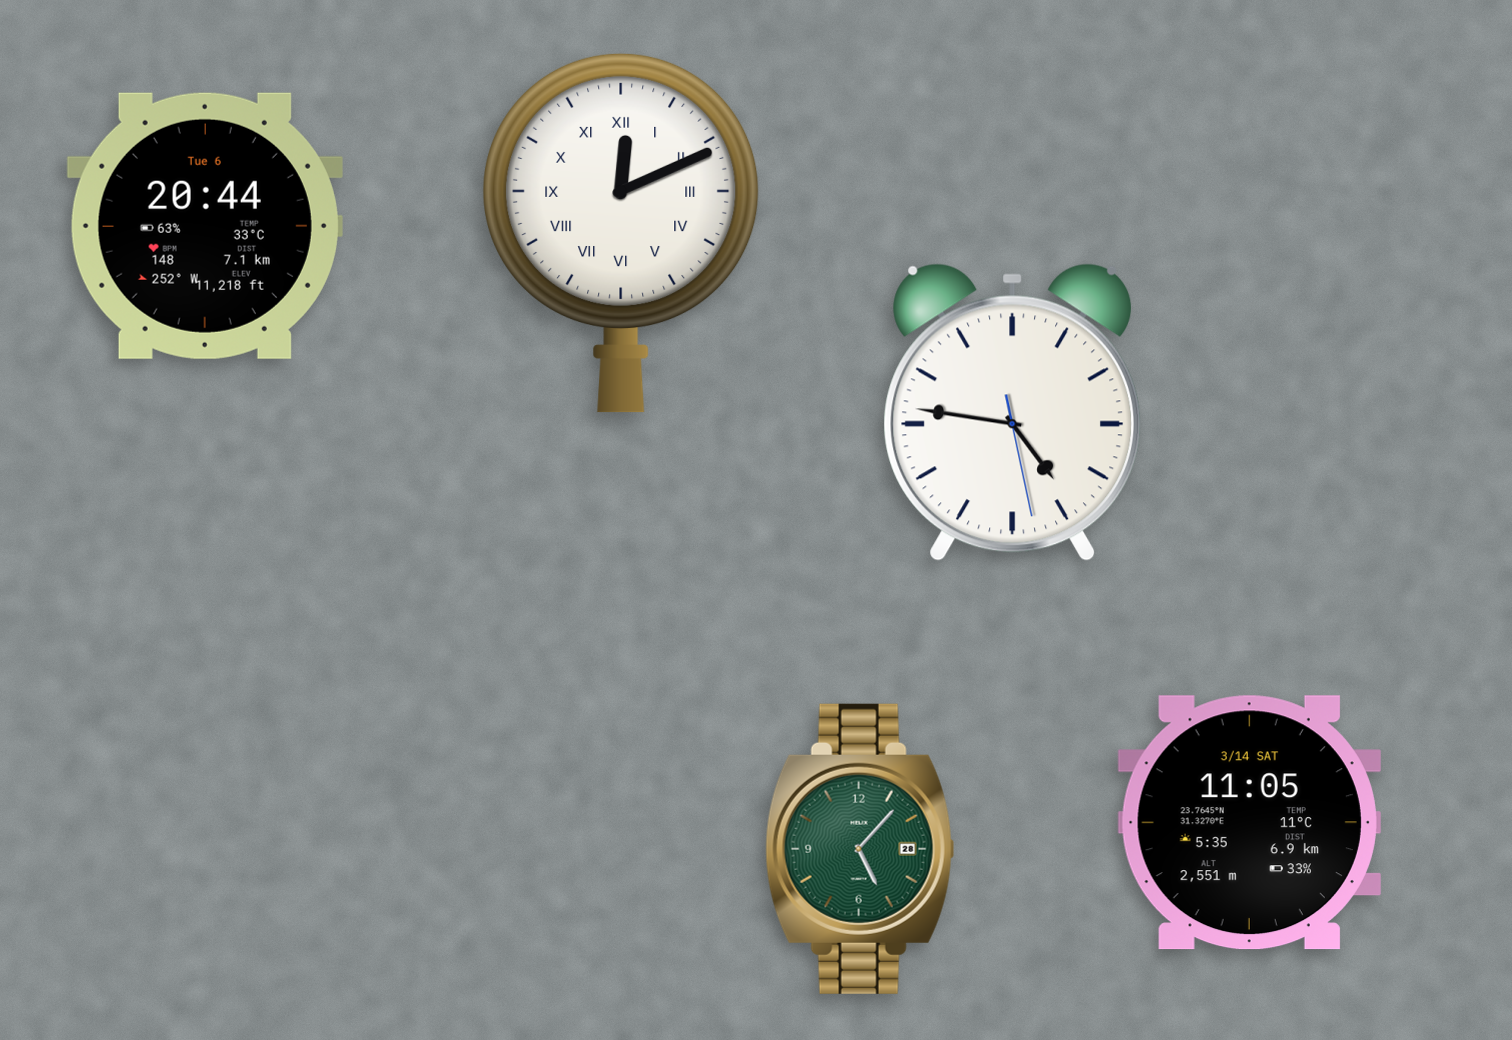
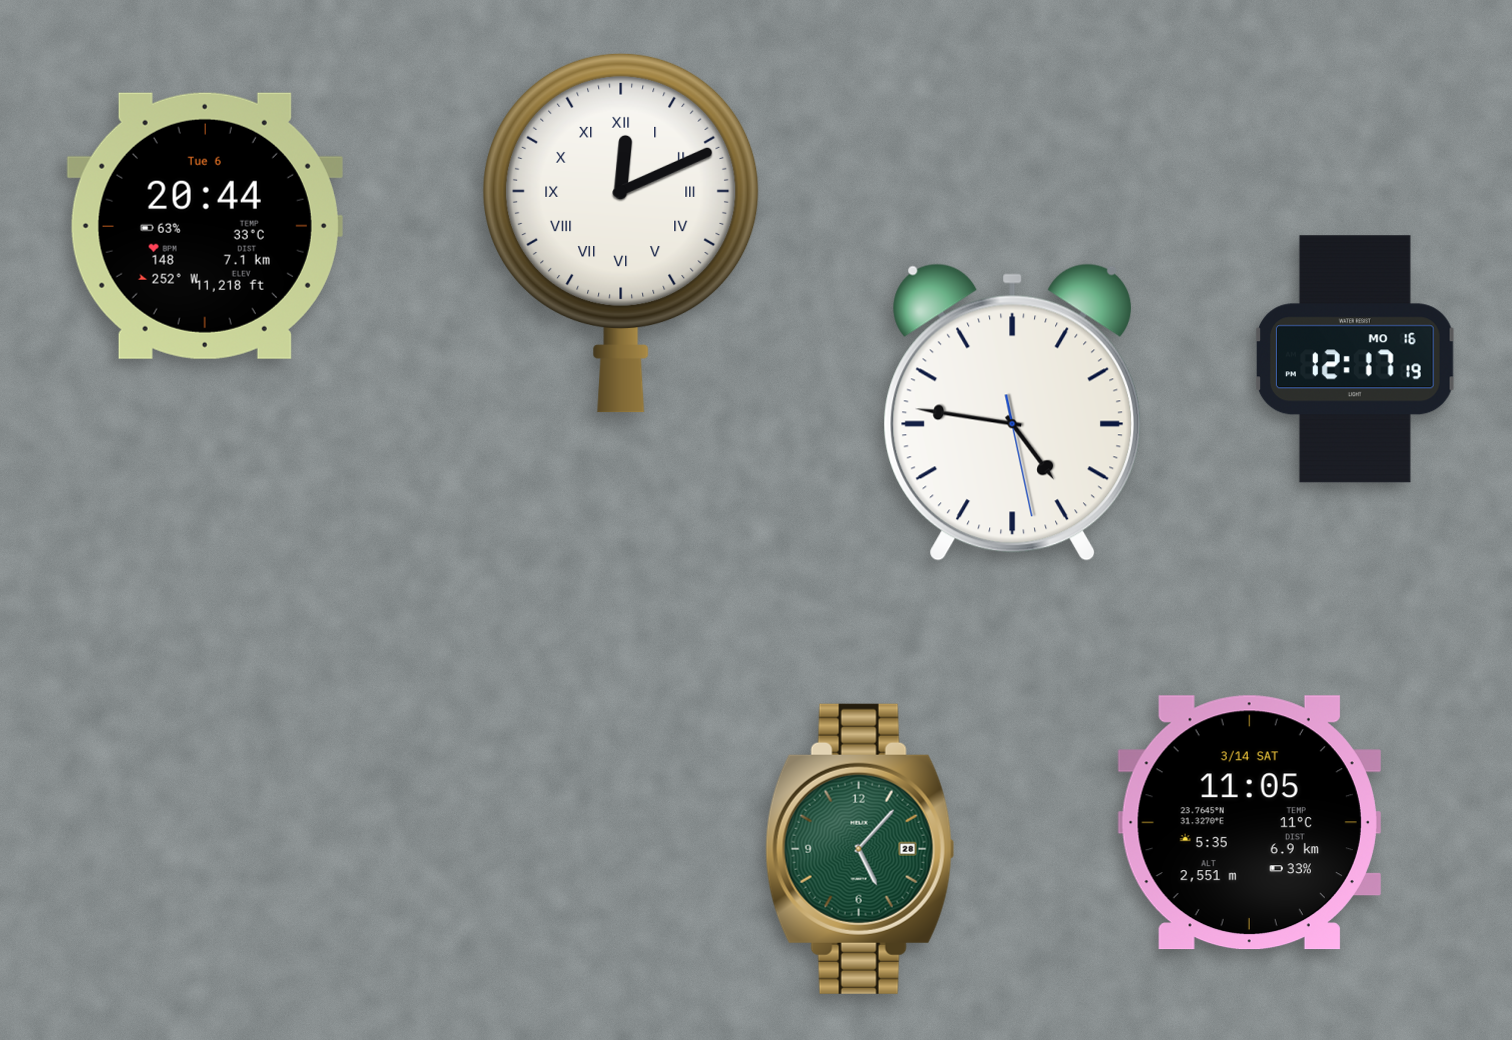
clock at (1355, 359): none -> 12:17
